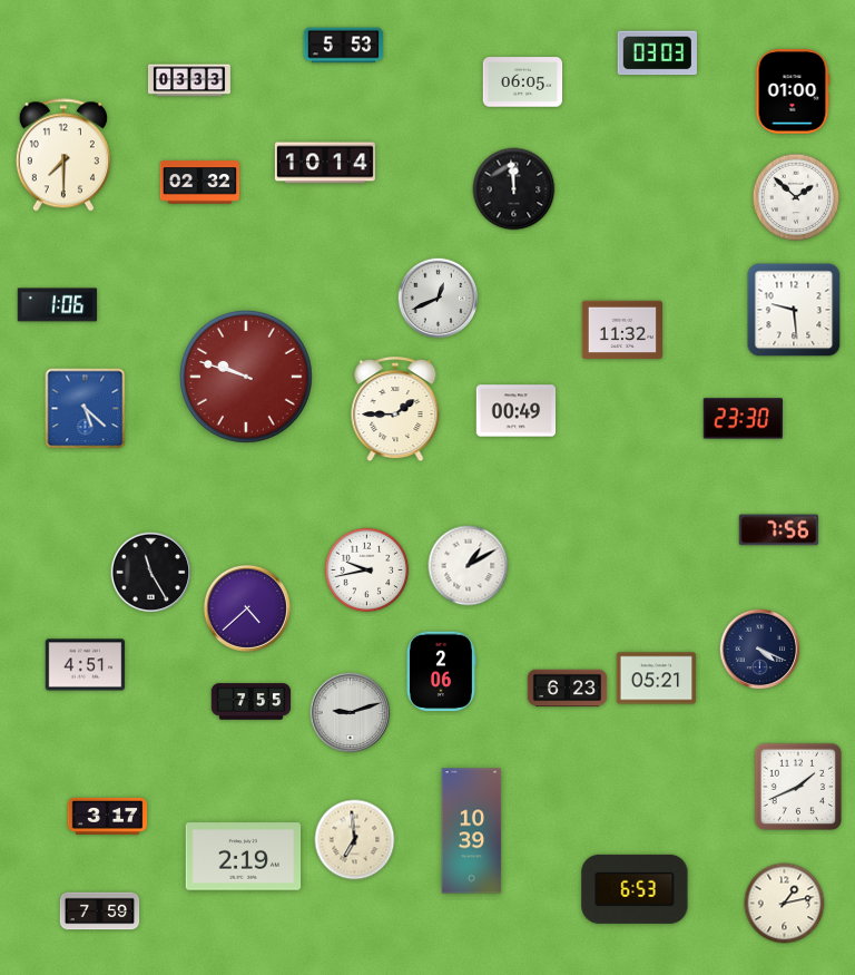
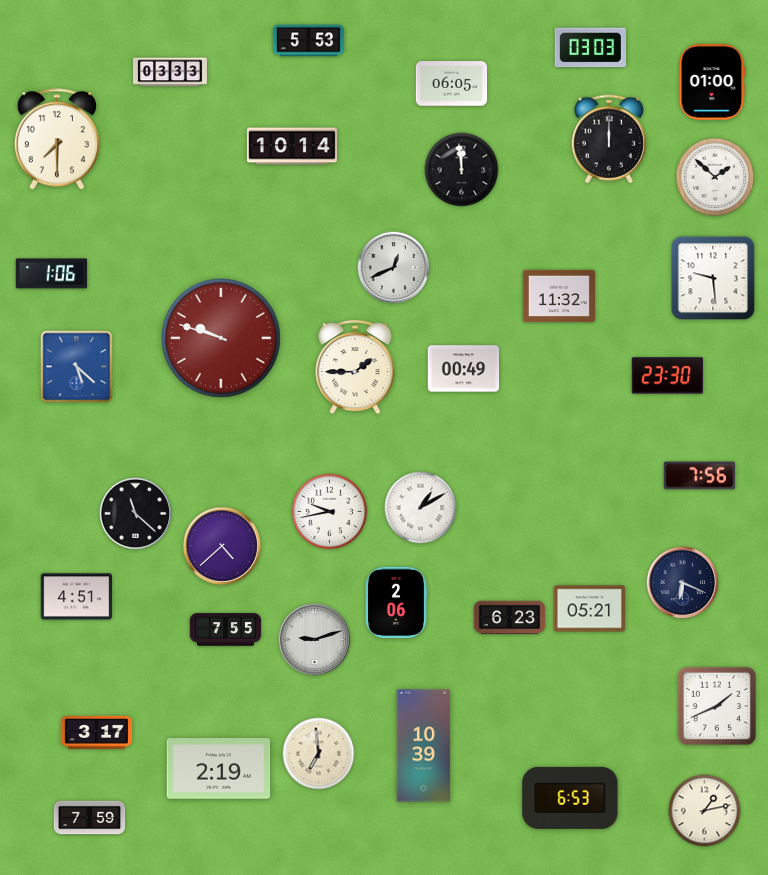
clock at (523, 82) position: (523, 82) -> (452, 84)
clock at (608, 139): none -> 12:00
clock at (200, 183): 02:32 -> none
clock at (151, 573): 11:25 -> 11:22
clock at (760, 650): 4:19 -> 6:19
